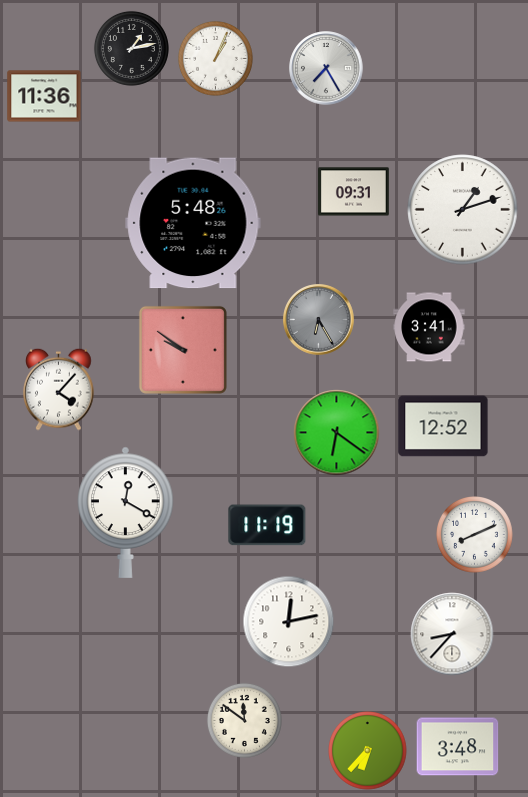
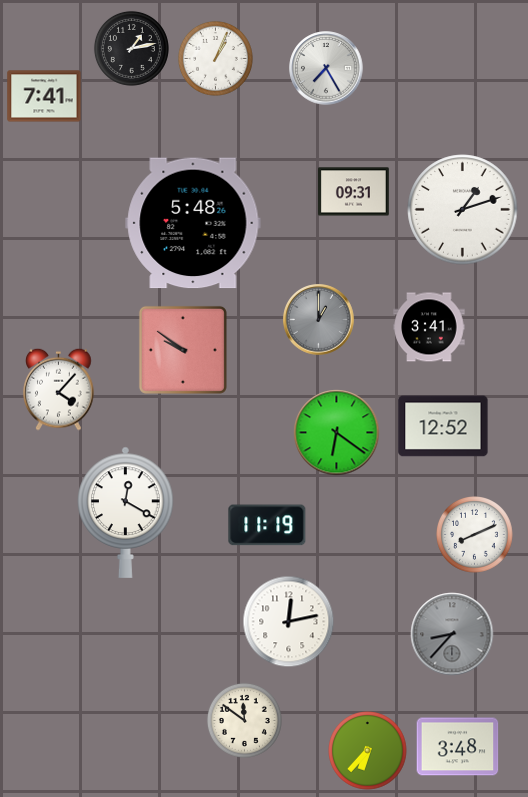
clock at (44, 96): 11:36 -> 7:41
clock at (319, 320): 6:25 -> 1:00
clock at (452, 634) dial: white -> grey
